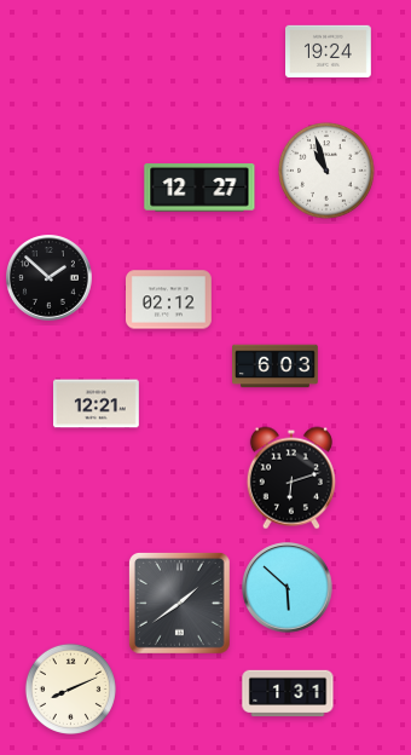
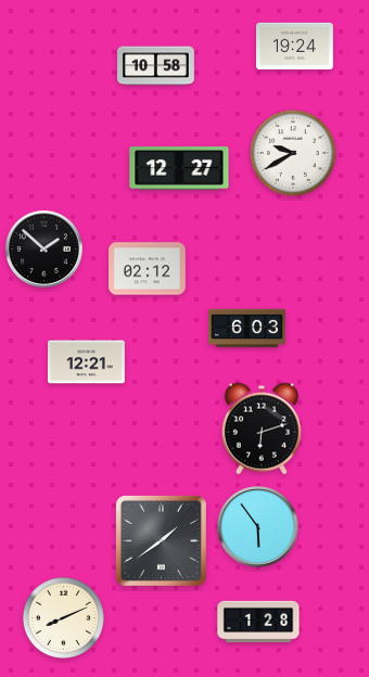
clock at (156, 66): none -> 10:58
clock at (326, 171): 10:57 -> 9:40
clock at (169, 300) position: (169, 300) -> (148, 269)
clock at (288, 588): 5:52 -> 5:54
clock at (288, 693): 1:31 -> 1:28
